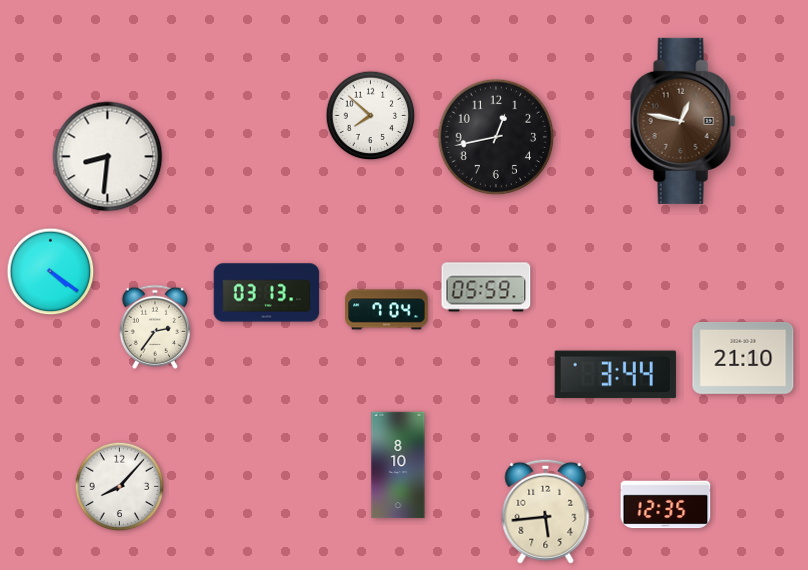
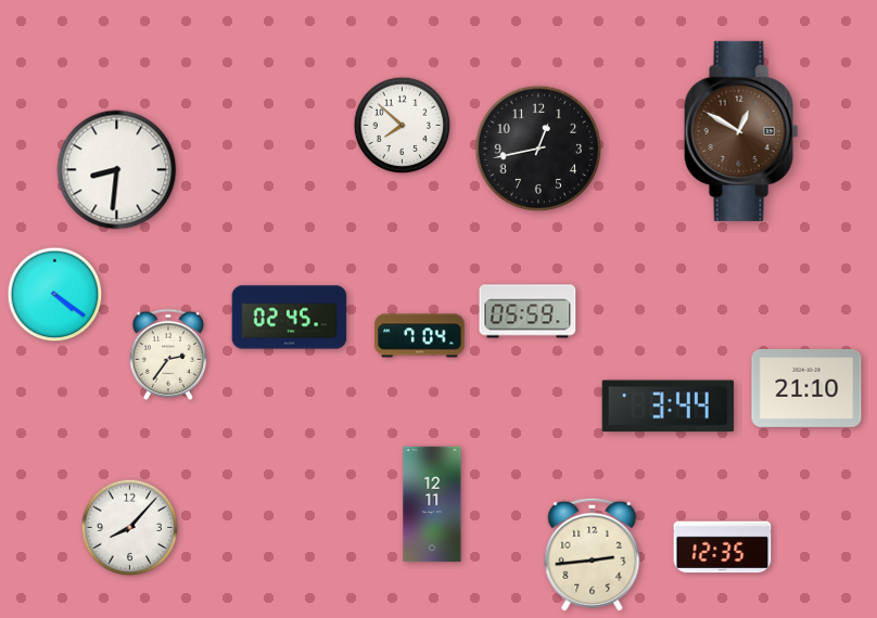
clock at (683, 121): 12:47 -> 12:50
clock at (267, 293): 03:13 -> 02:45
clock at (398, 465): 8:10 -> 12:11
clock at (546, 511): 5:44 -> 2:44
